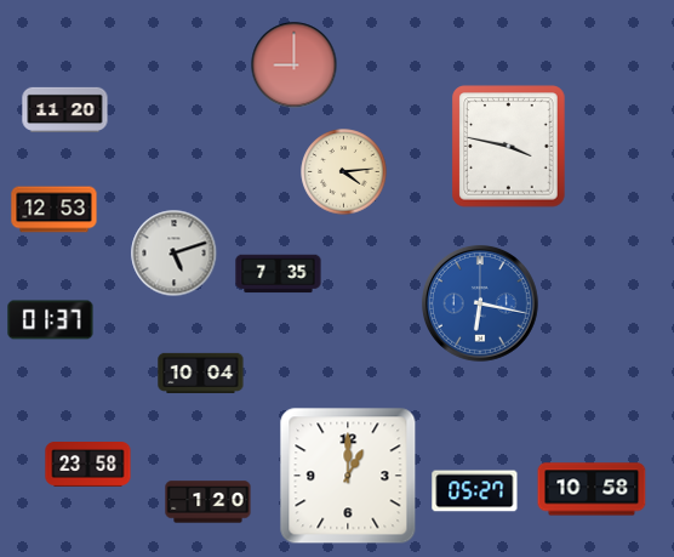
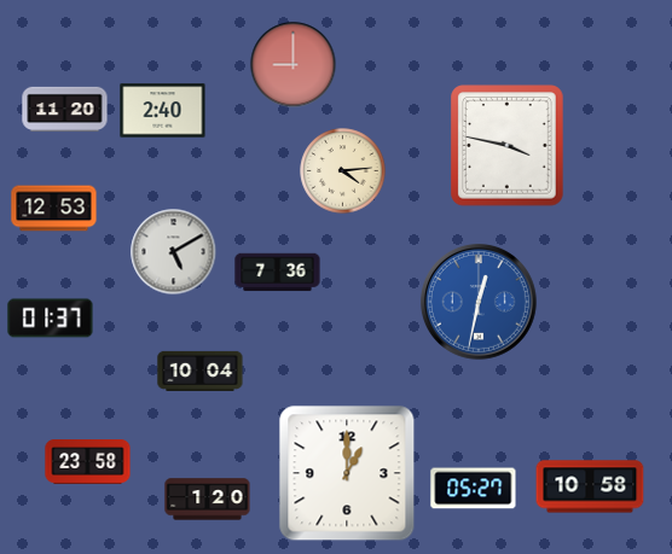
clock at (163, 111): none -> 2:40
clock at (175, 254): 5:12 -> 5:10
clock at (279, 274): 7:35 -> 7:36
clock at (480, 303): 6:17 -> 12:32
